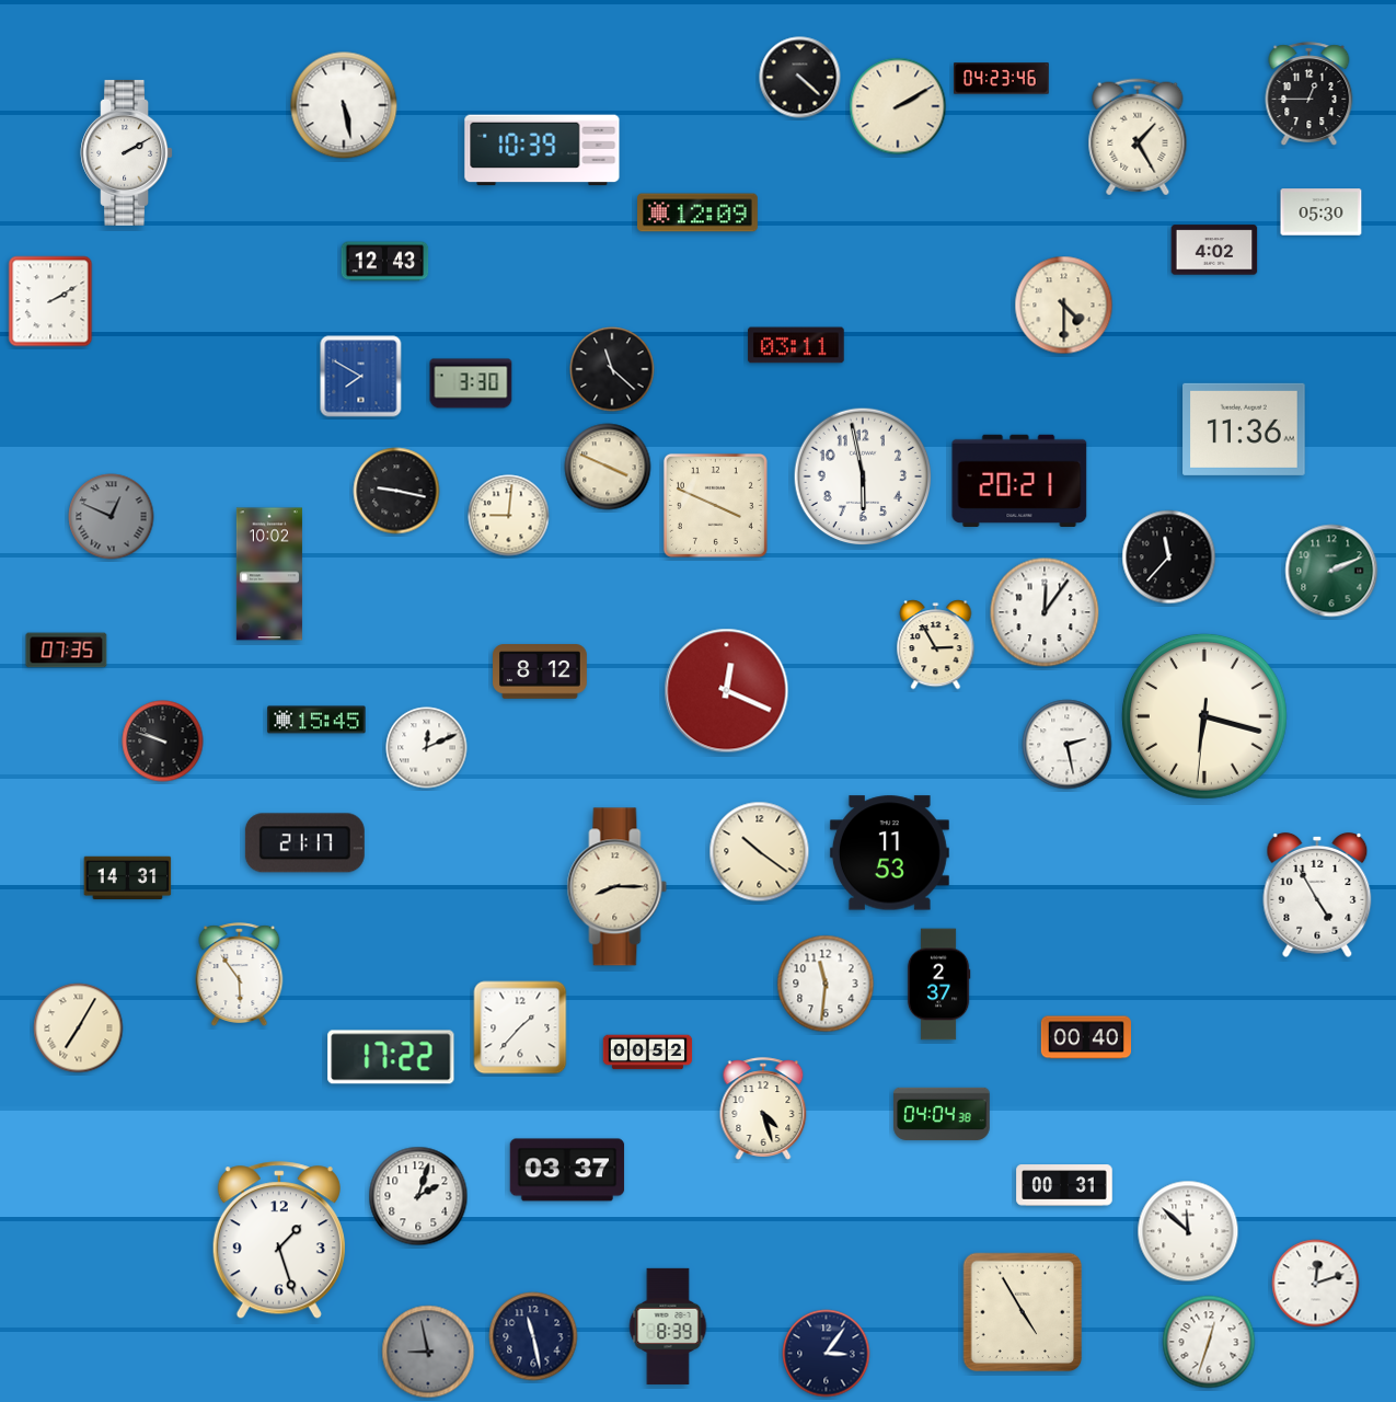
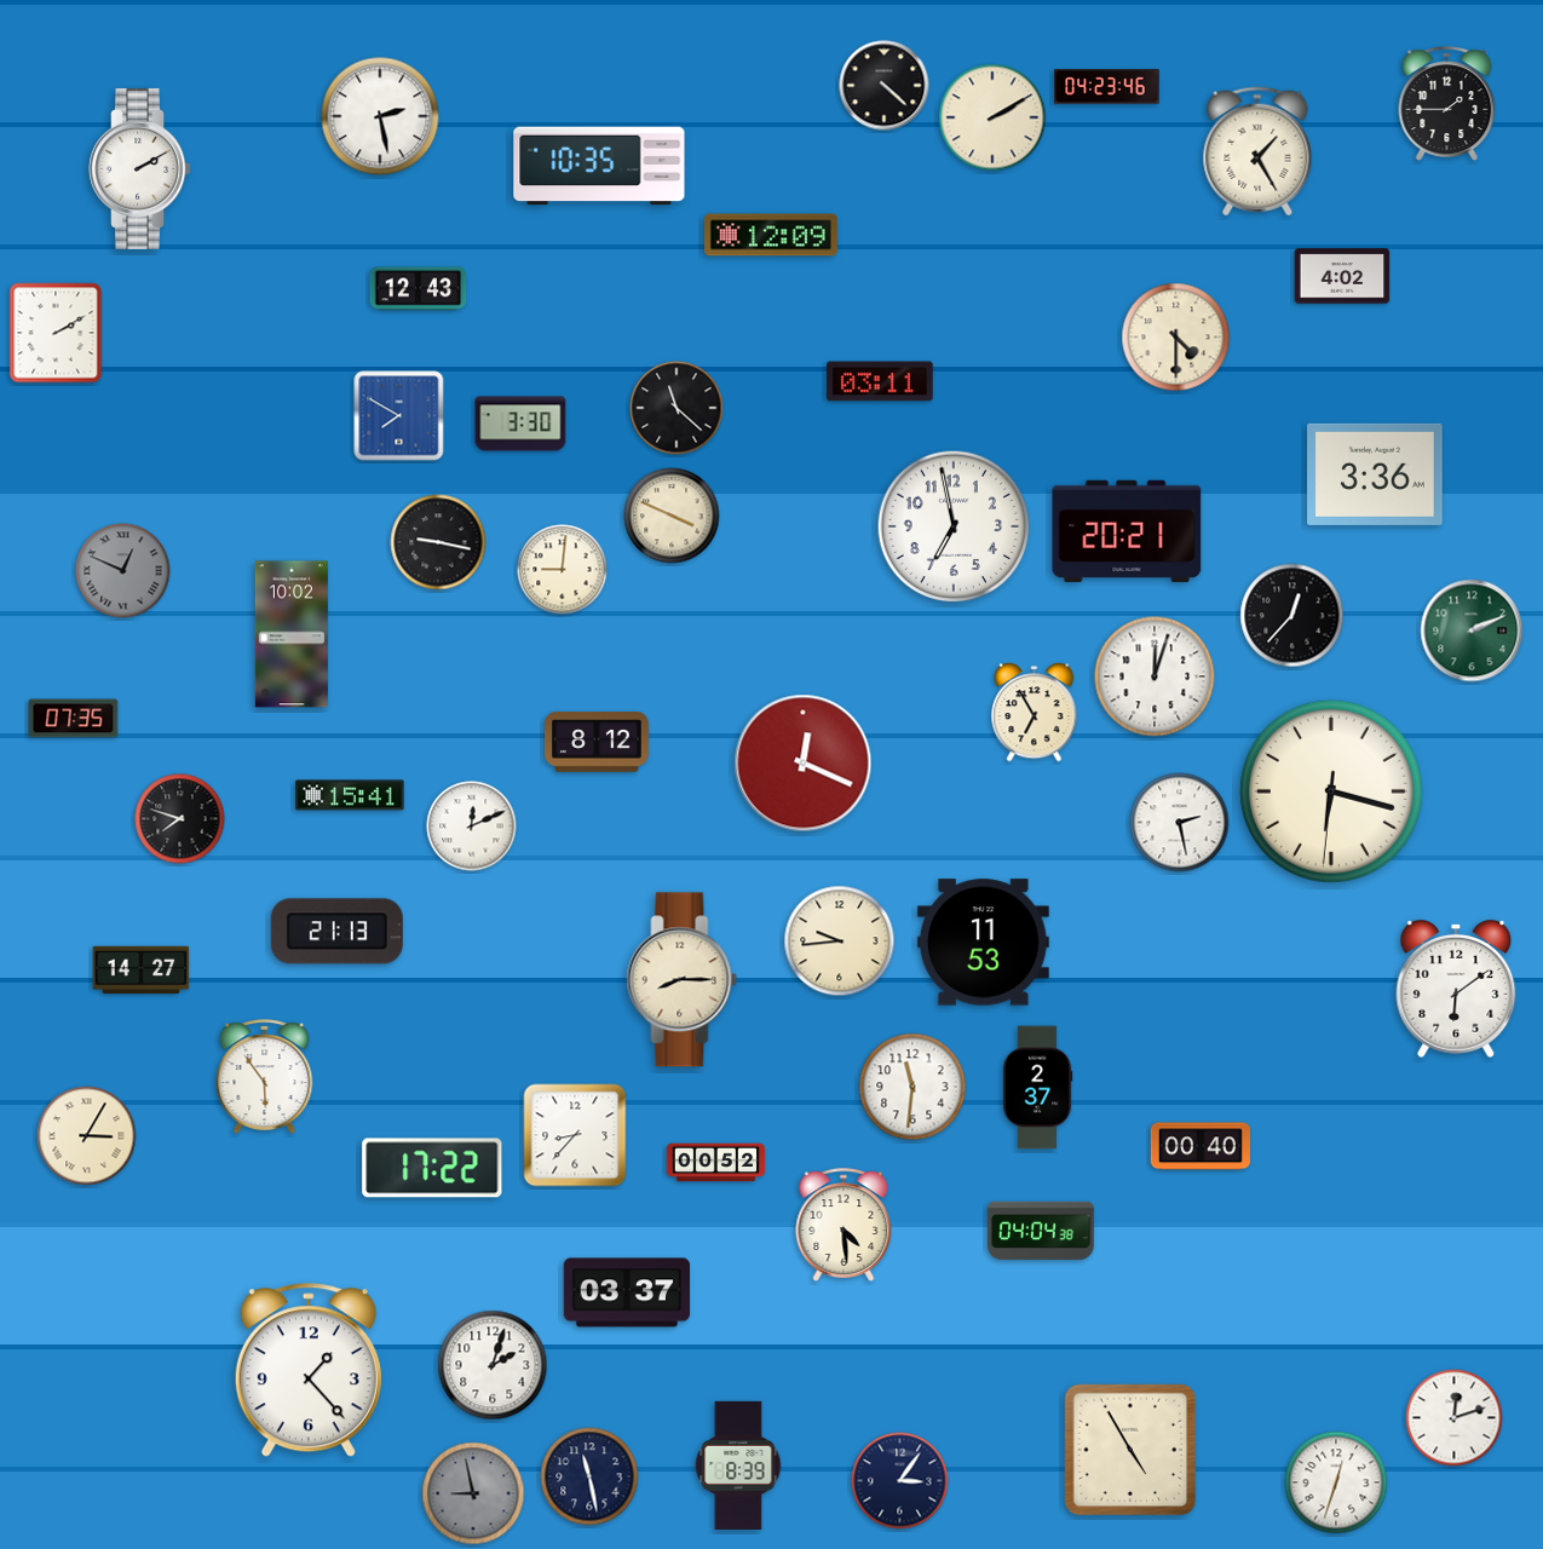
clock at (1310, 93): 12:45 -> 1:45
clock at (344, 105): 5:28 -> 2:28
clock at (542, 150): 10:39 -> 10:35
clock at (1322, 212): 05:30 -> none
clock at (385, 262) position: (385, 262) -> (419, 289)
clock at (1244, 429): 11:36 -> 3:36
clock at (863, 476): 5:58 -> 6:58
clock at (715, 505): 3:49 -> none
clock at (1169, 558): 11:37 -> 12:37
clock at (269, 574) position: (269, 574) -> (292, 634)
clock at (1045, 612): 12:06 -> 12:03
clock at (936, 645): 2:55 -> 6:55
clock at (316, 720): 15:45 -> 15:41
clock at (163, 742): 9:48 -> 7:48
clock at (304, 843): 21:17 -> 21:13
clock at (760, 852): 10:21 -> 9:44
clock at (128, 878): 14:31 -> 14:27
clock at (1317, 895): 4:55 -> 6:09
clock at (520, 1027): 1:37 -> 8:37
clock at (79, 1028): 7:05 -> 3:05
clock at (763, 1108): 4:27 -> 4:29
clock at (1064, 1185): 00:31 -> none
clock at (418, 1196) position: (418, 1196) -> (493, 1365)
clock at (1188, 1231): 11:52 -> none
clock at (279, 1241): 1:27 -> 1:23
clock at (827, 1354) position: (827, 1354) -> (900, 1481)
